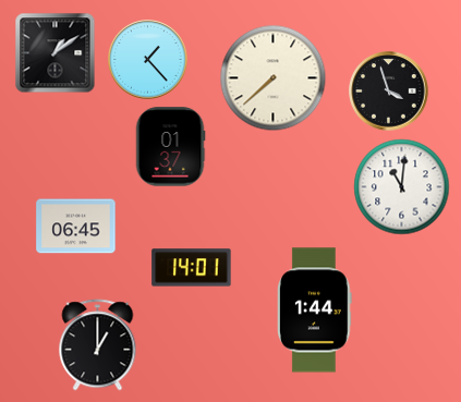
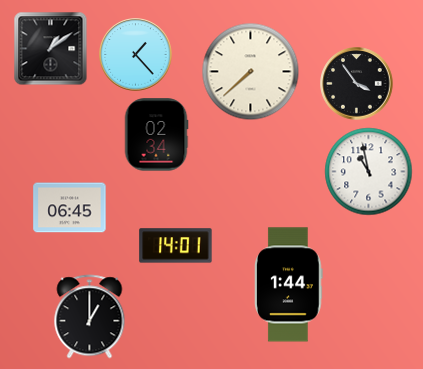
clock at (389, 92): 3:57 -> 3:54
clock at (170, 147): 01:37 -> 02:34
clock at (402, 187): 11:01 -> 10:58
